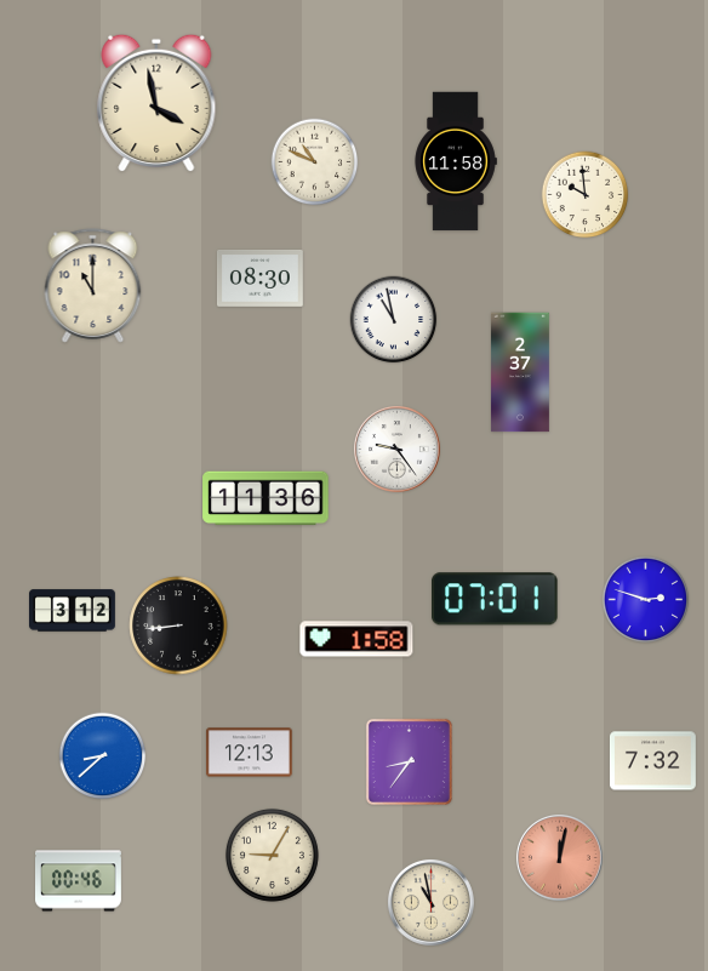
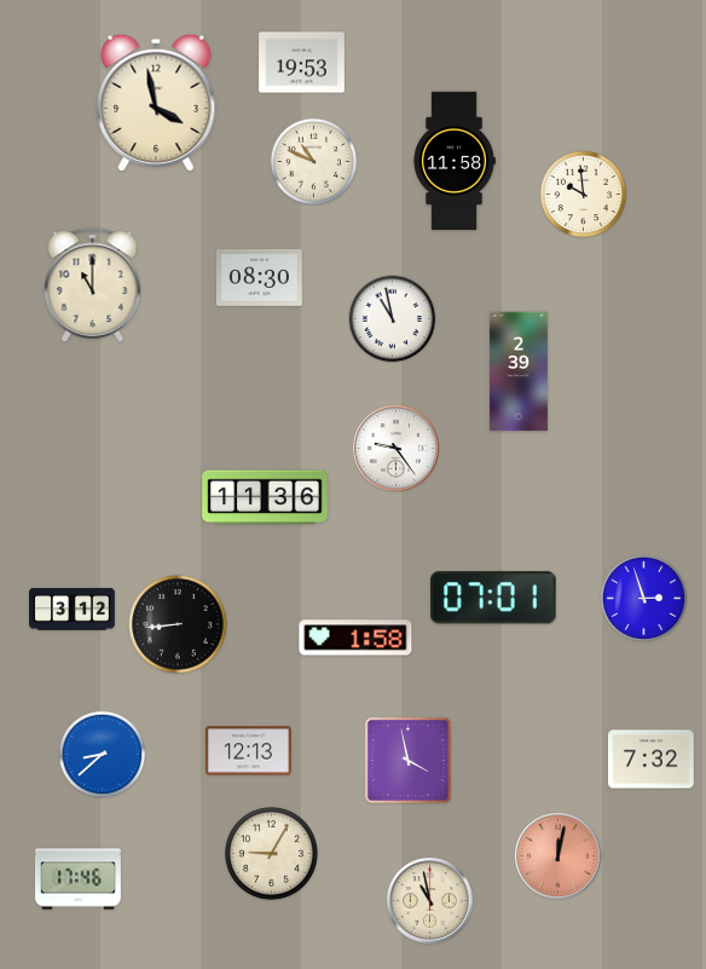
clock at (302, 63): none -> 19:53
clock at (520, 372): 2:37 -> 2:39
clock at (646, 600): 2:48 -> 2:57
clock at (409, 761): 8:36 -> 3:58
clock at (79, 881): 00:46 -> 17:46
